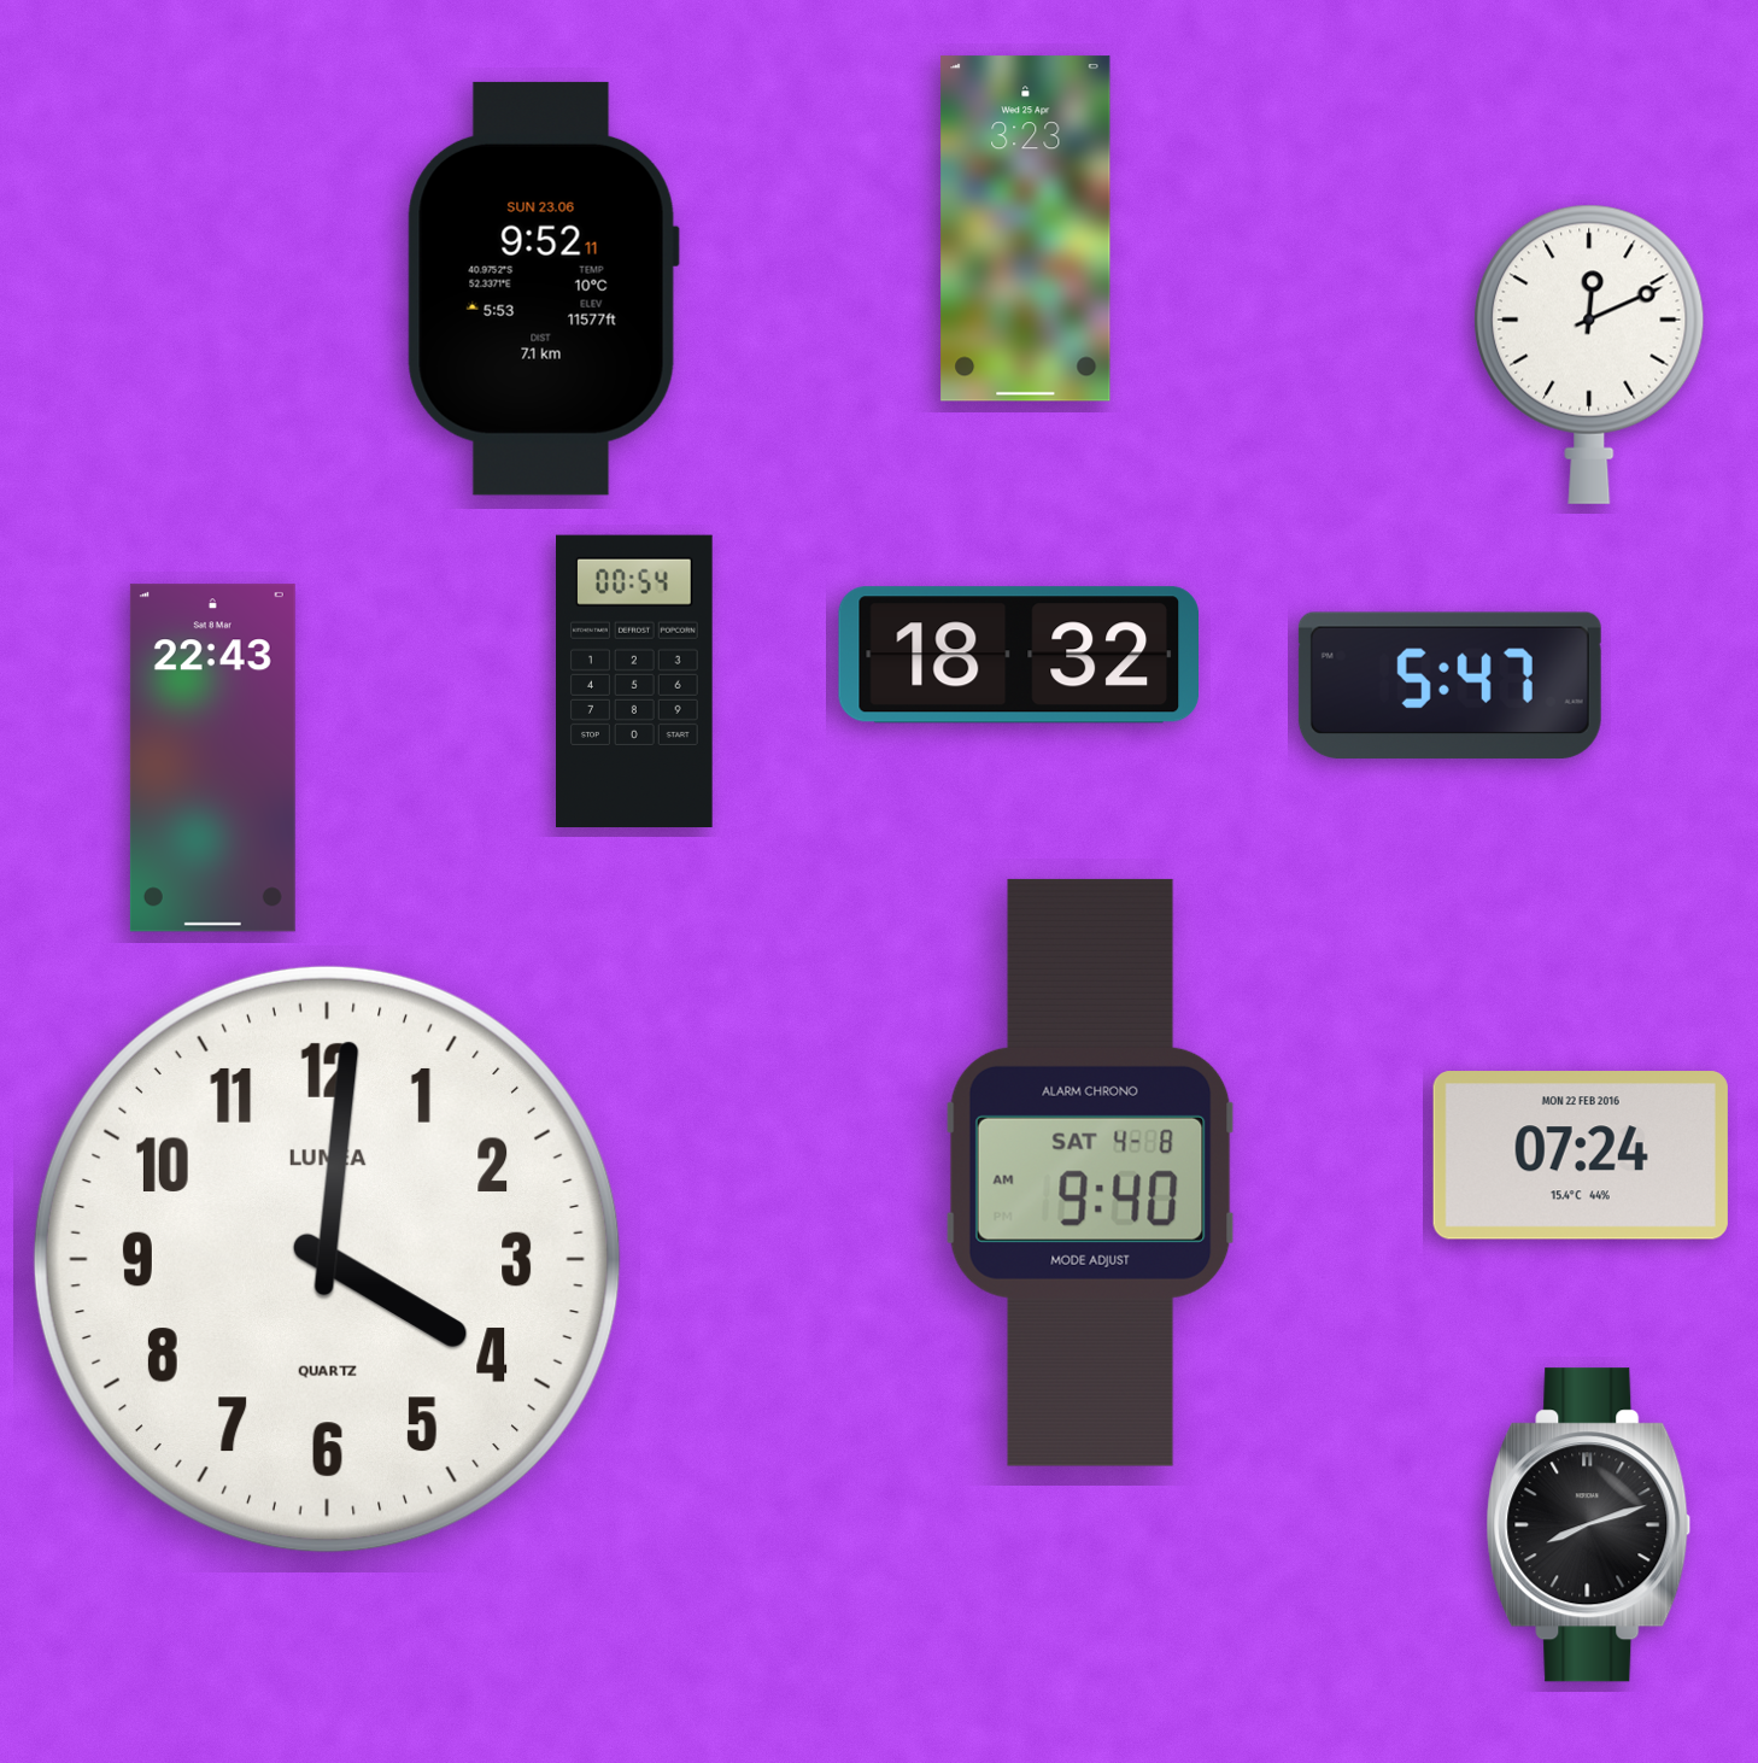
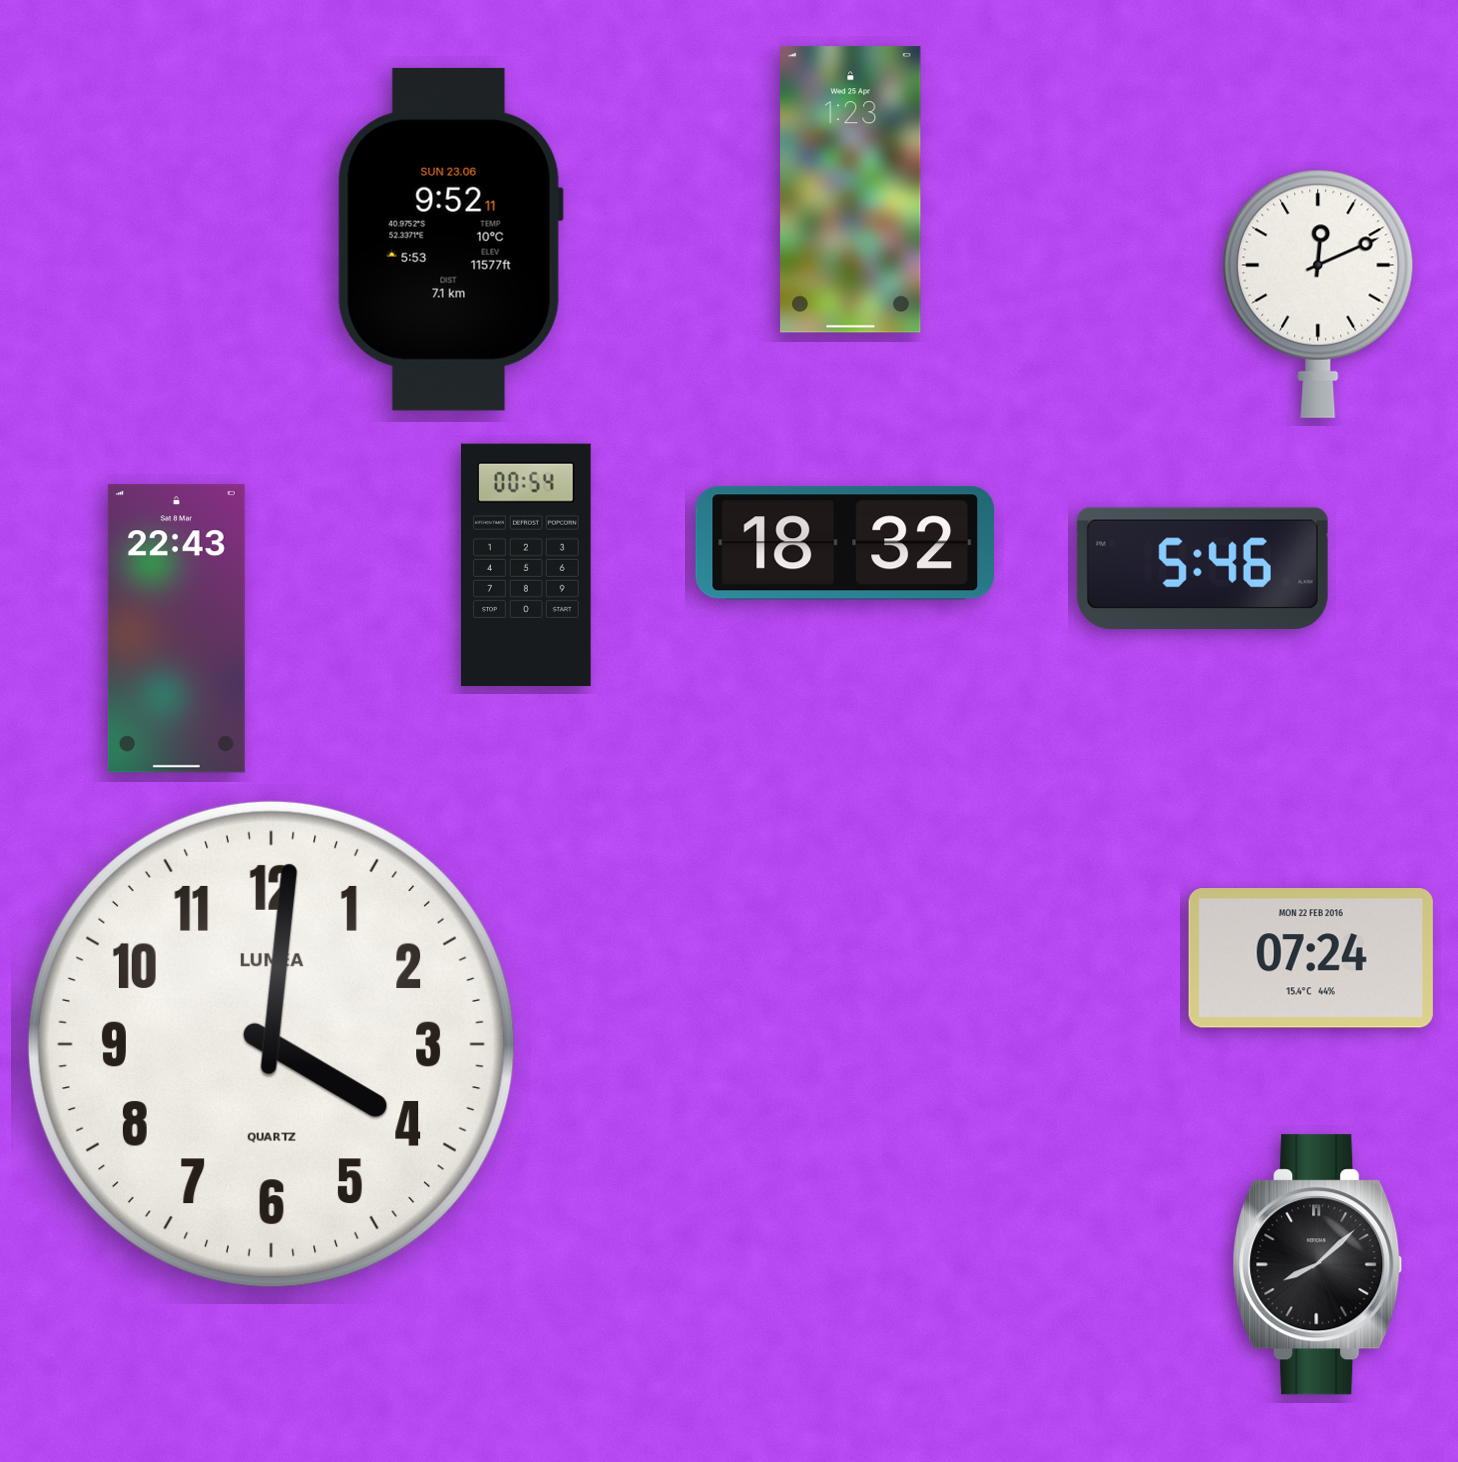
clock at (1026, 229): 3:23 -> 1:23
clock at (1449, 685): 5:47 -> 5:46
clock at (1090, 1172): 9:40 -> none
clock at (1589, 1525): 8:12 -> 8:08
